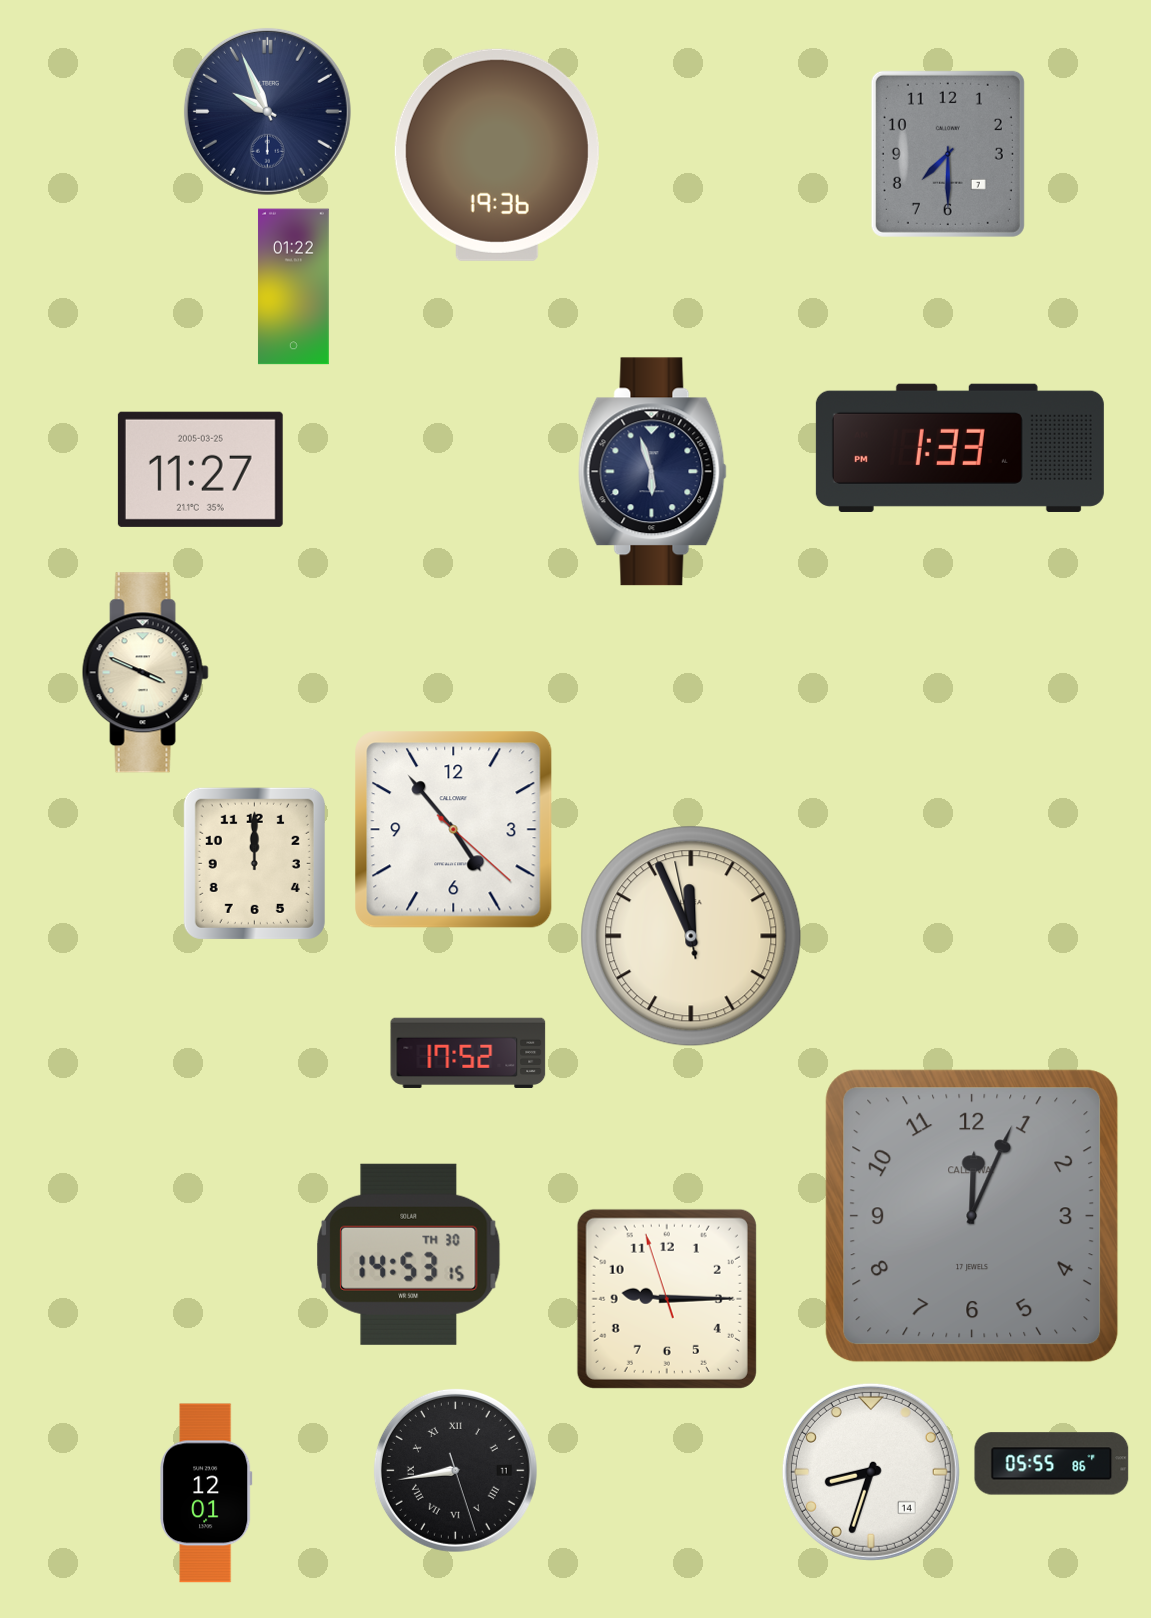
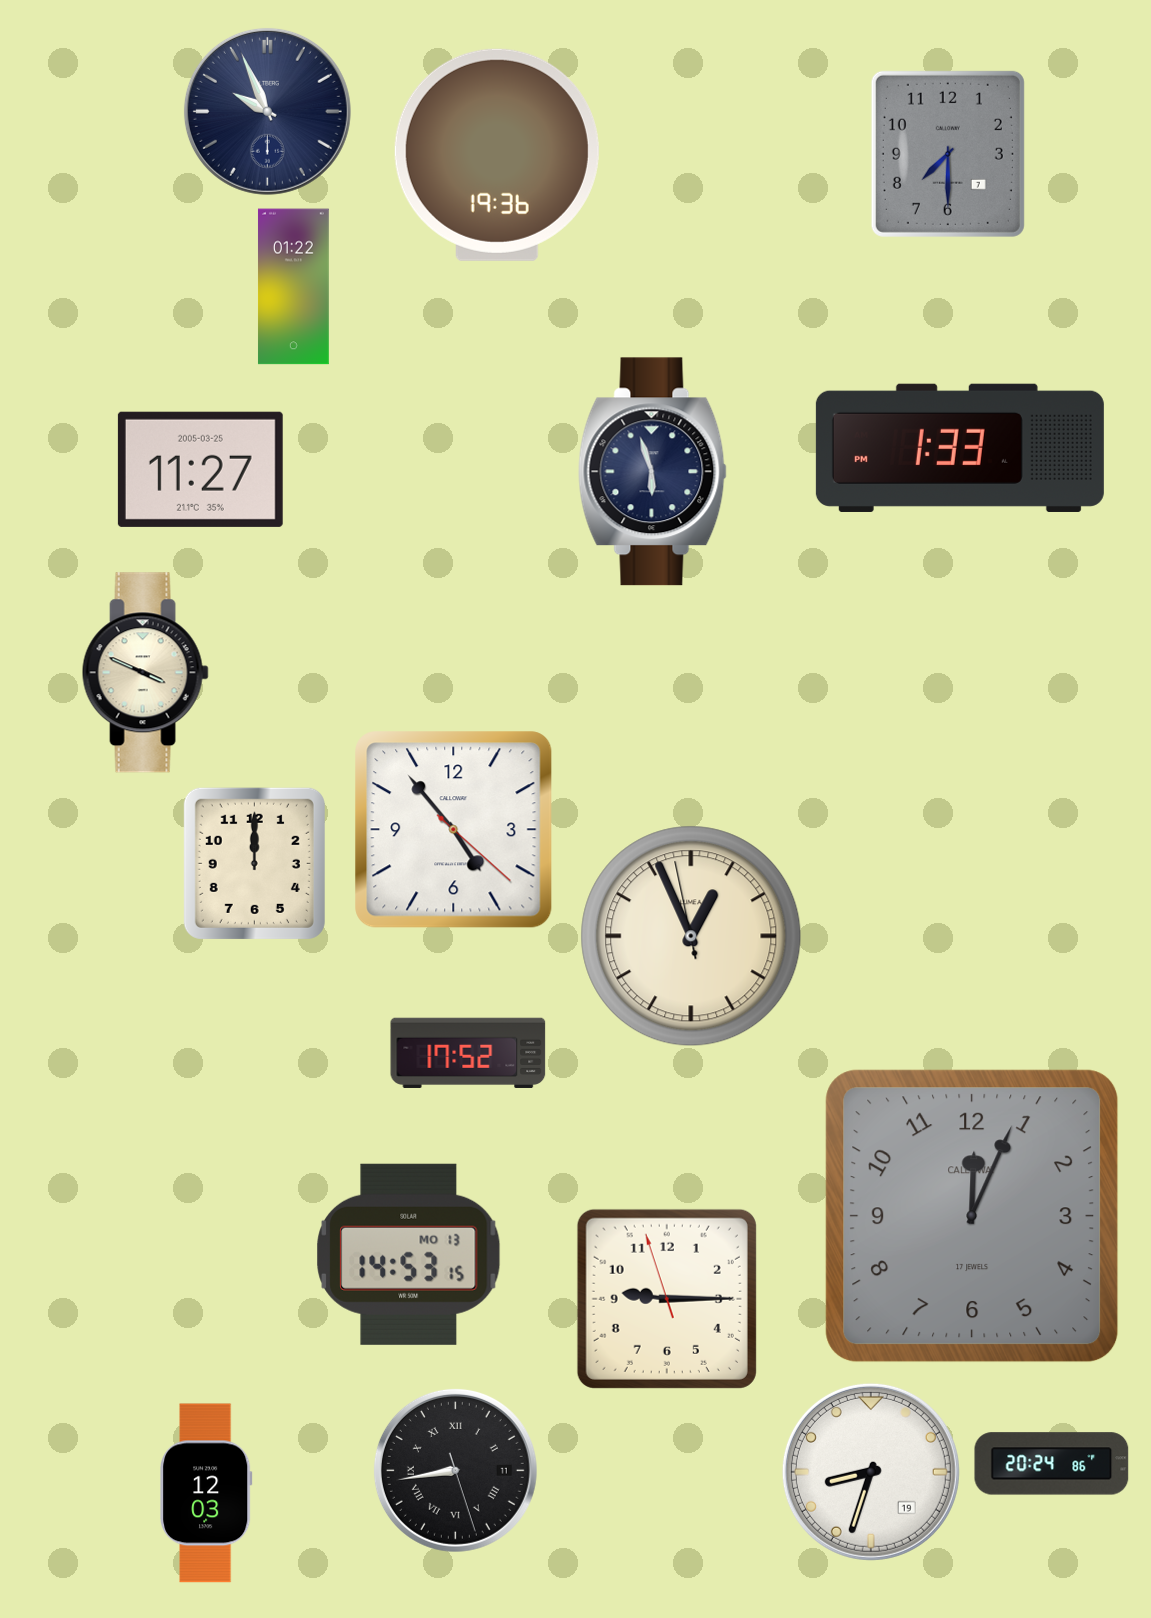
clock at (691, 936): 11:55 -> 12:55
clock at (409, 1254) date: TH 30 -> MO 13
clock at (1052, 1464): 05:55 -> 20:24
clock at (871, 1472) date: 14 -> 19
clock at (207, 1493): 12:01 -> 12:03
